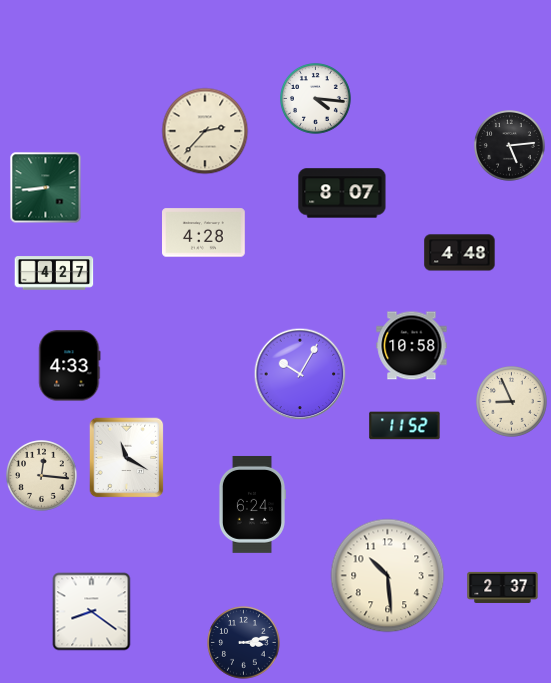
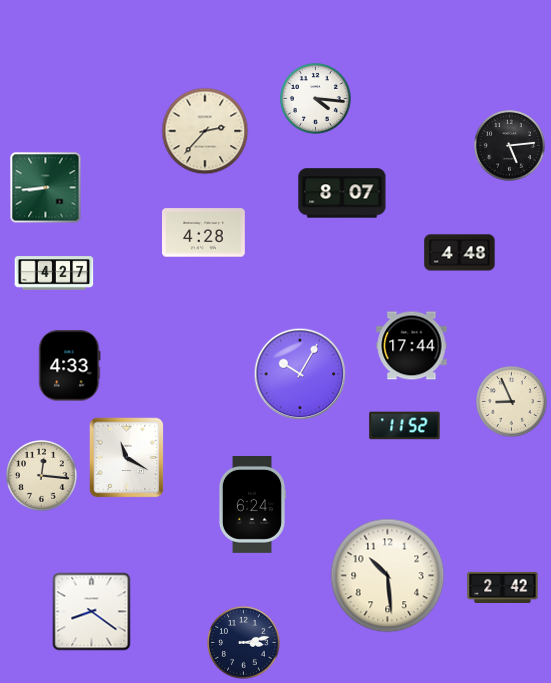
clock at (412, 346): 10:58 -> 17:44
clock at (503, 587): 2:37 -> 2:42
